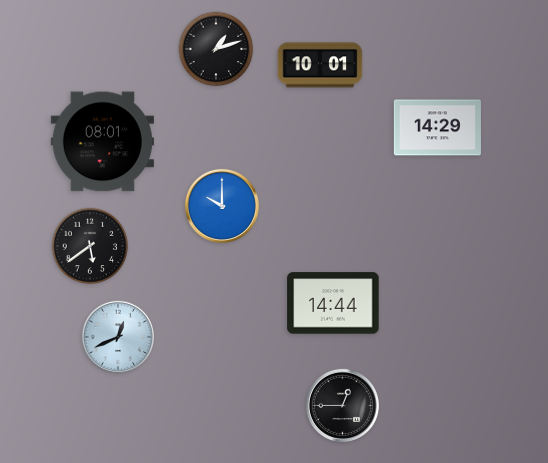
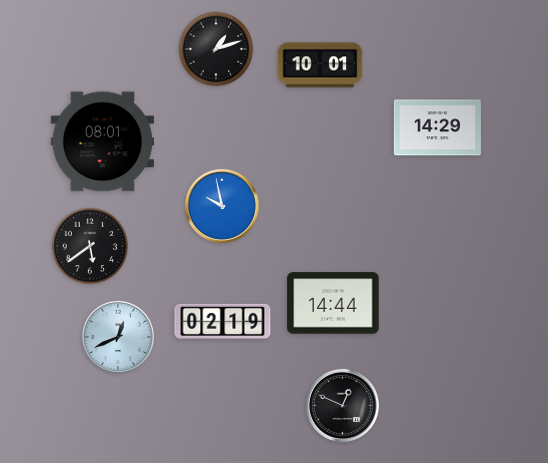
clock at (222, 206): 10:00 -> 9:58
clock at (223, 321): none -> 02:19
clock at (342, 405): 12:45 -> 12:49
